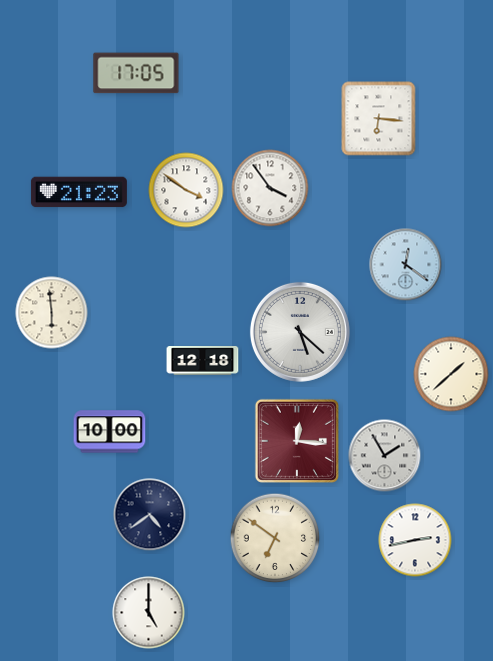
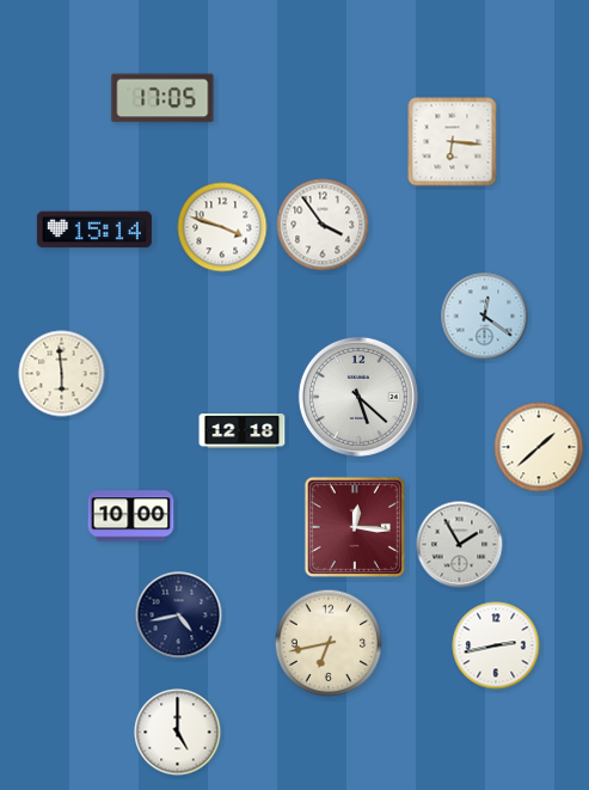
clock at (136, 73) position: (136, 73) -> (162, 98)
clock at (186, 190): 3:51 -> 3:48
clock at (79, 192): 21:23 -> 15:14
clock at (150, 515): 4:39 -> 4:43
clock at (275, 538): 6:51 -> 6:43
